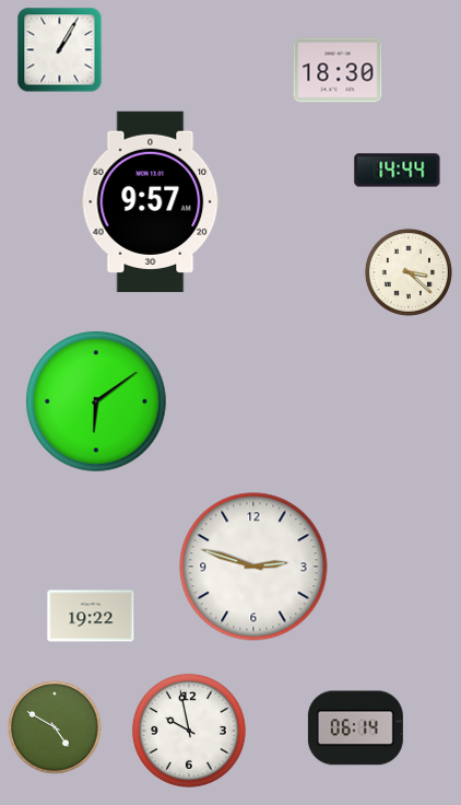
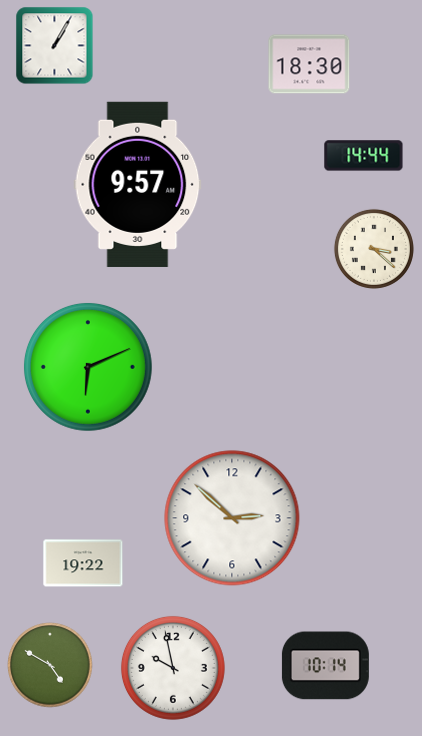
clock at (96, 401): 6:09 -> 6:11
clock at (253, 567): 2:48 -> 2:52
clock at (355, 728): 06:14 -> 10:14
